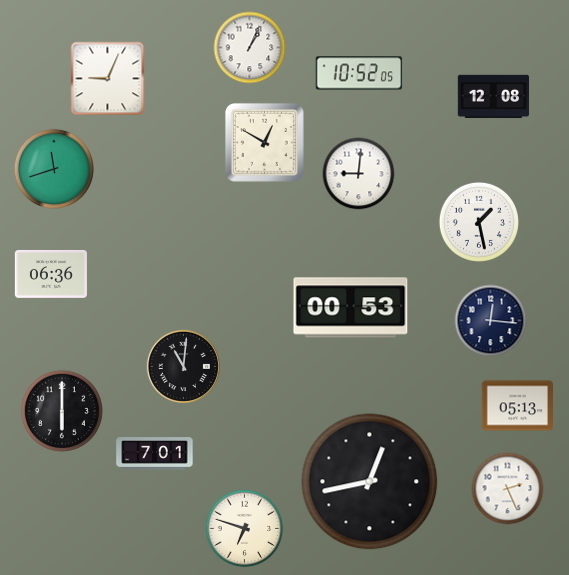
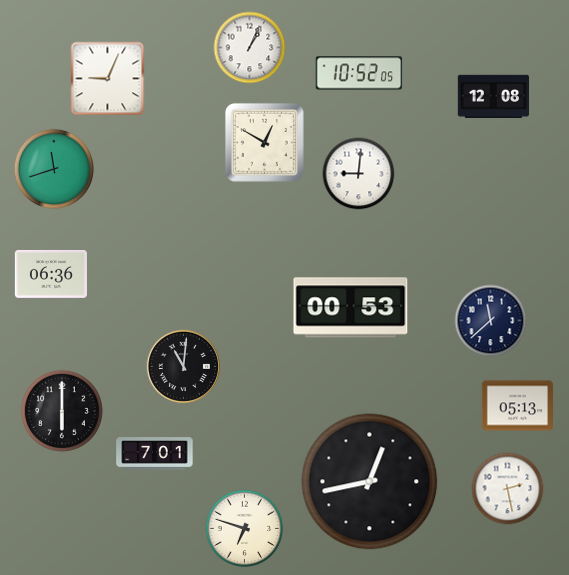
clock at (479, 222): 1:28 -> none
clock at (491, 321): 12:16 -> 11:38
clock at (508, 489): 2:26 -> 2:28
